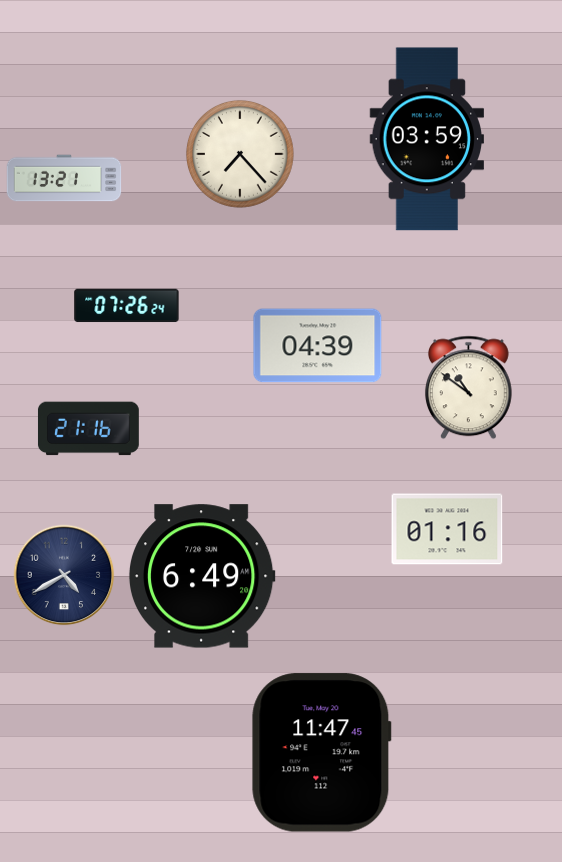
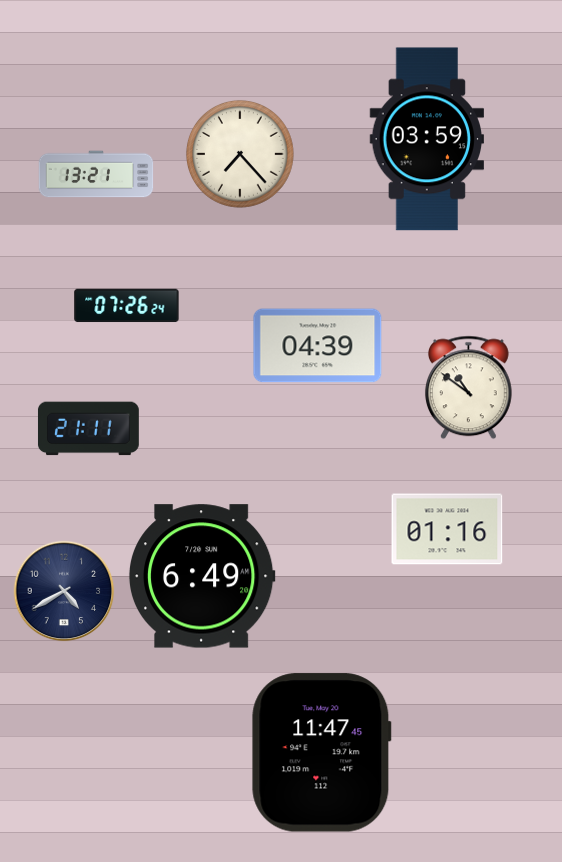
clock at (64, 178) position: (64, 178) -> (96, 174)
clock at (88, 429): 21:16 -> 21:11
clock at (64, 575) position: (64, 575) -> (64, 591)
